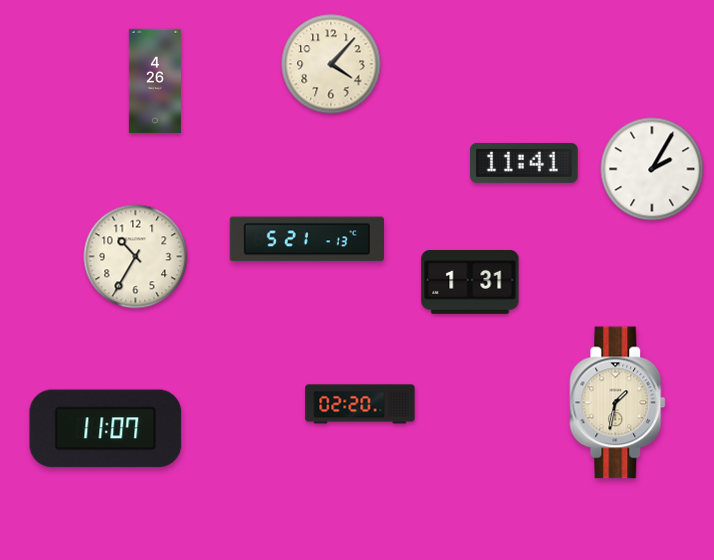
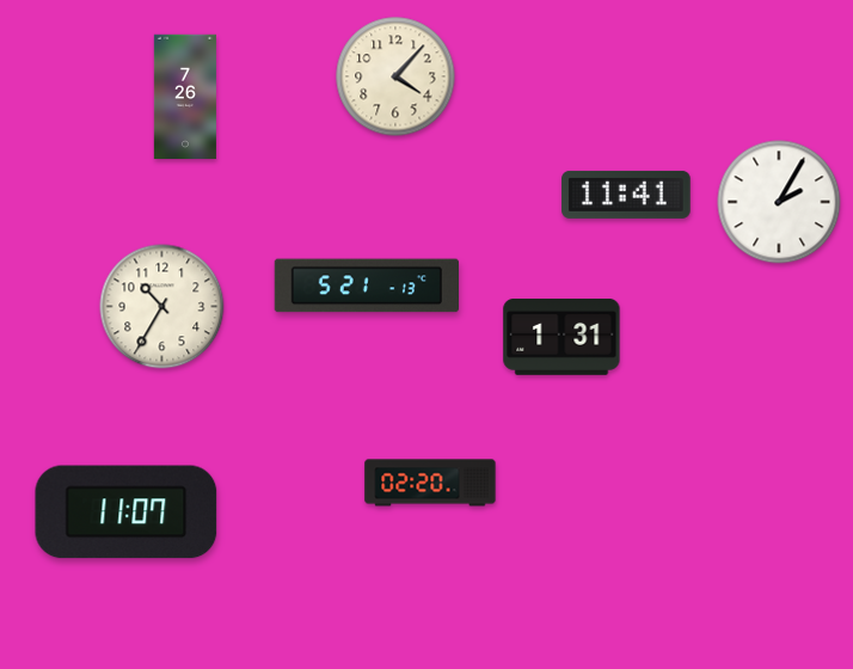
clock at (155, 81): 4:26 -> 7:26
clock at (618, 403): 1:32 -> none
